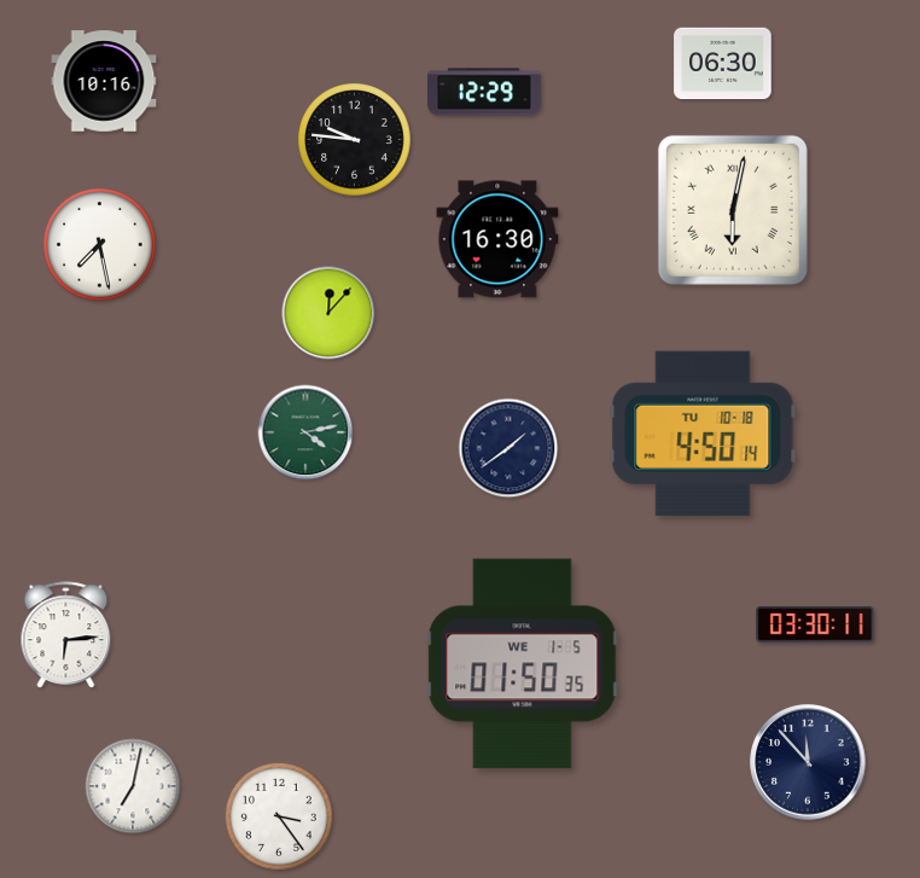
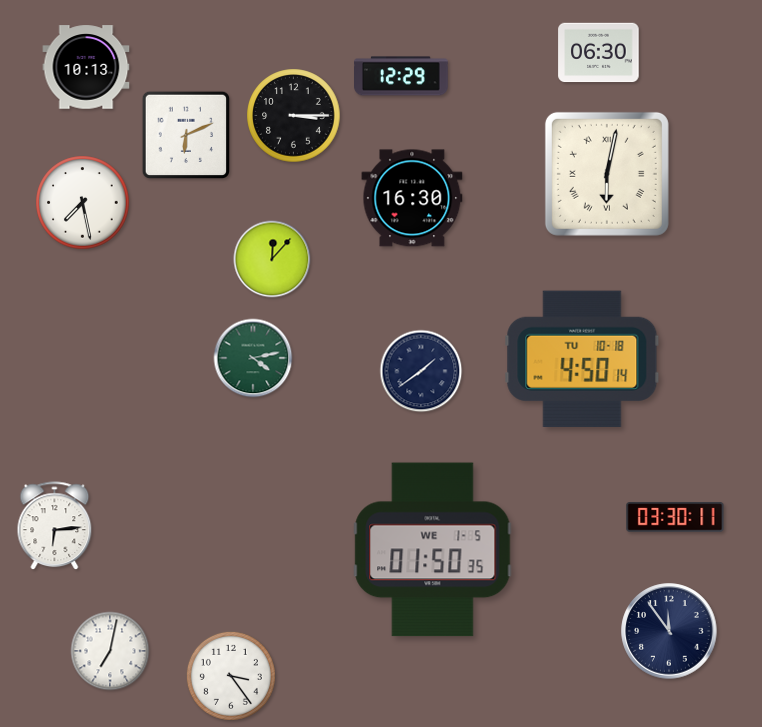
clock at (104, 81): 10:16 -> 10:13
clock at (355, 140): 9:46 -> 3:15
clock at (185, 134): none -> 6:11
clock at (808, 762): 11:53 -> 11:54
